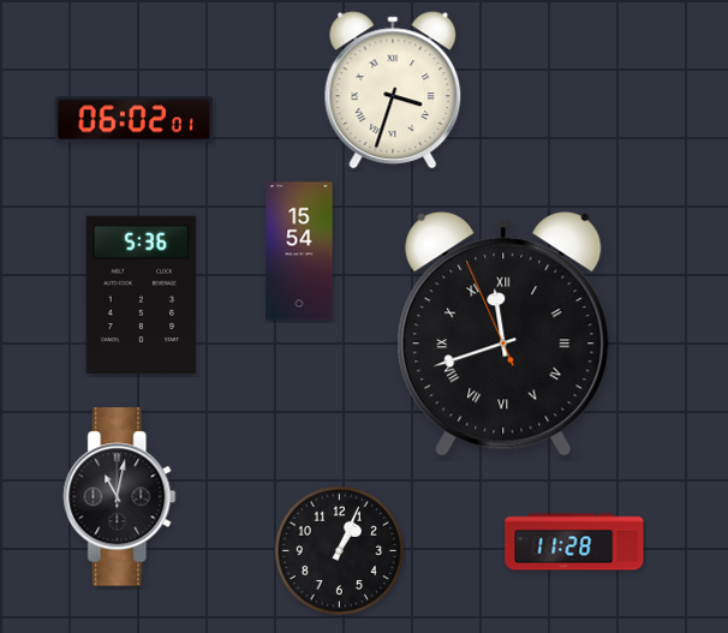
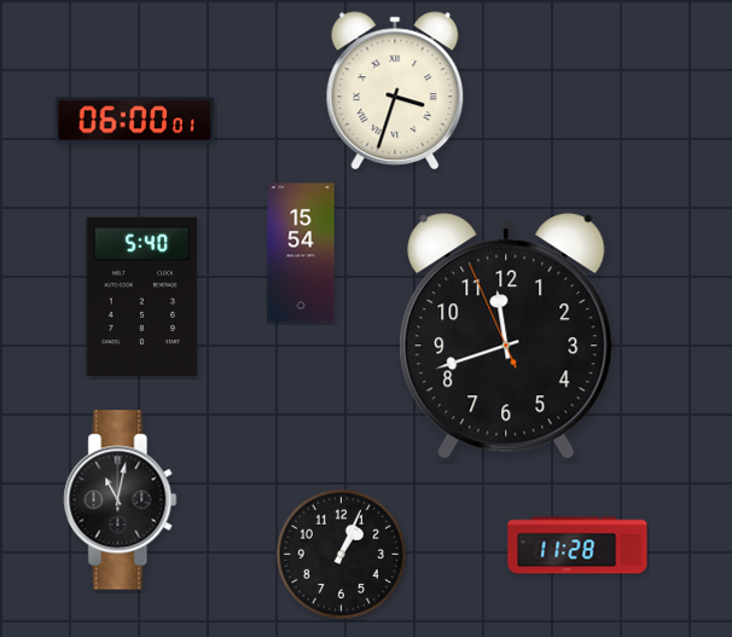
clock at (135, 120): 06:02 -> 06:00
clock at (142, 295): 5:36 -> 5:40
clock at (503, 334) numerals: Roman -> Arabic
